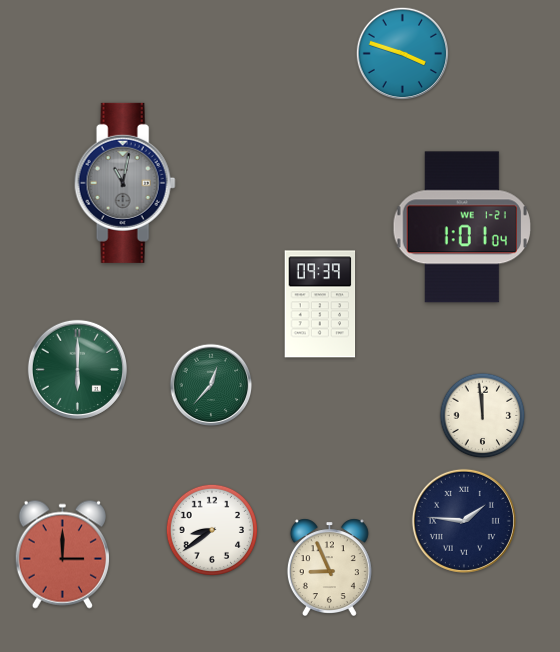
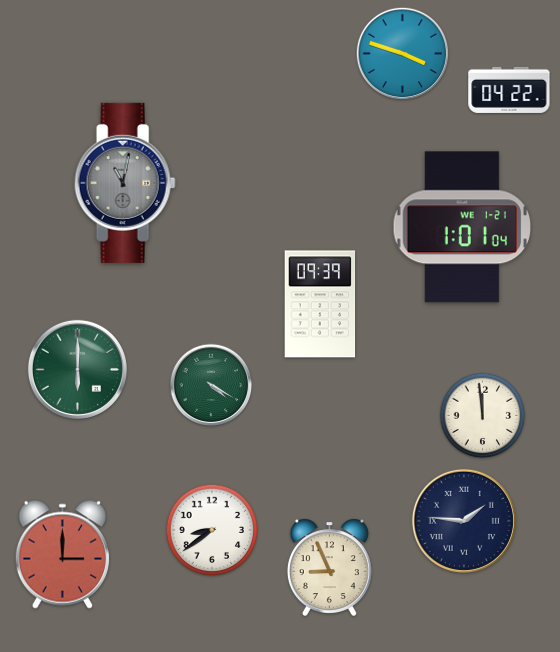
clock at (509, 90): none -> 04:22
clock at (211, 385): 12:37 -> 4:20
